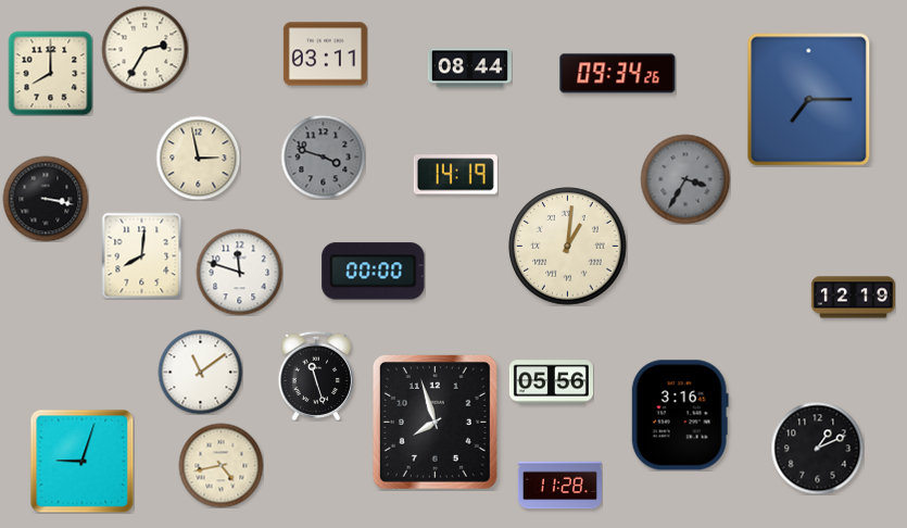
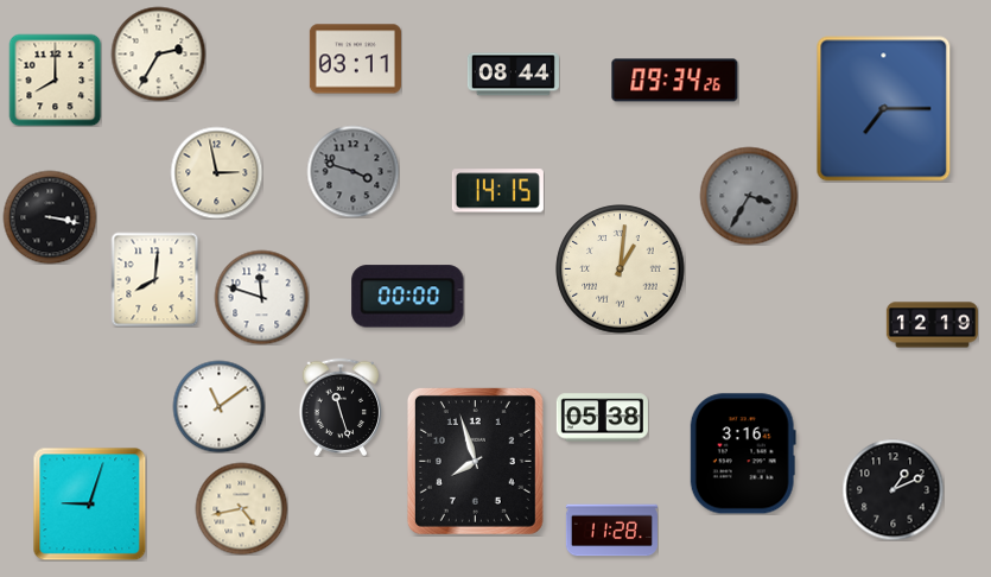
clock at (455, 175): 14:19 -> 14:15
clock at (315, 375) position: (315, 375) -> (339, 406)
clock at (551, 382): 05:56 -> 05:38
